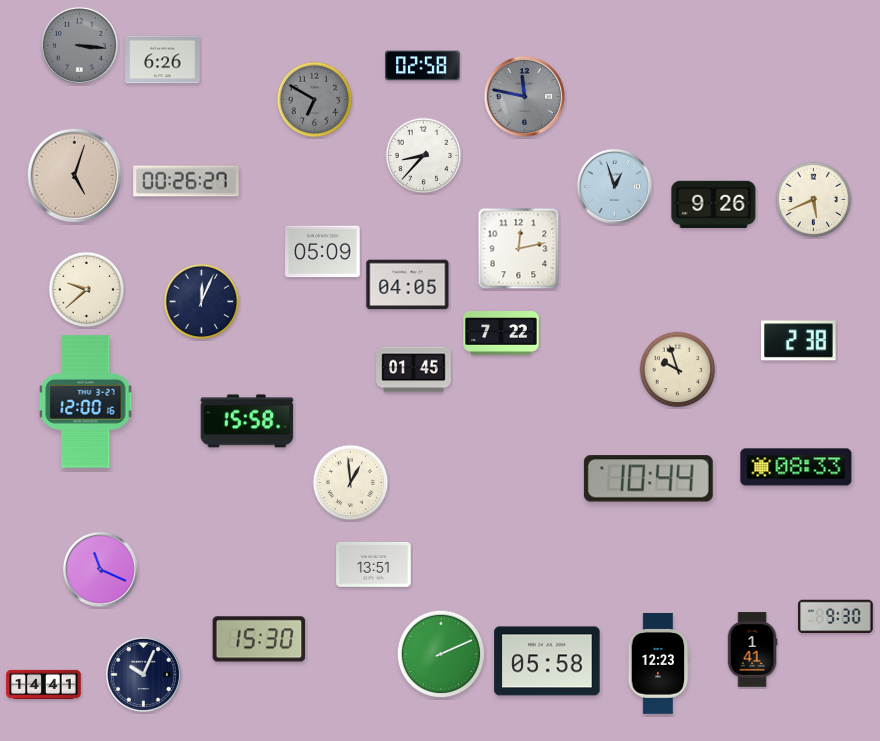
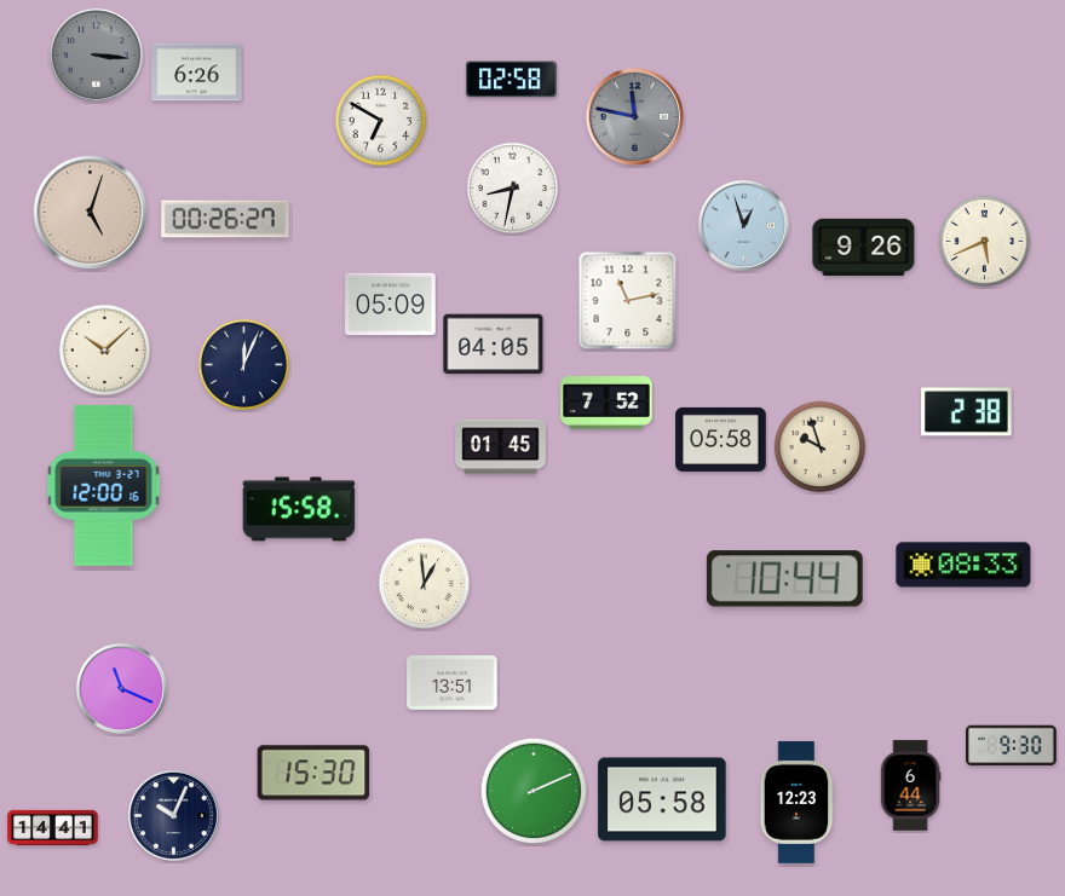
clock at (315, 100) dial: grey -> white
clock at (424, 156): 8:37 -> 8:32
clock at (519, 249): 12:13 -> 11:13
clock at (87, 290): 9:38 -> 10:08
clock at (501, 334): 7:22 -> 7:52
clock at (721, 439): none -> 05:58
clock at (752, 650): 1:41 -> 6:44
